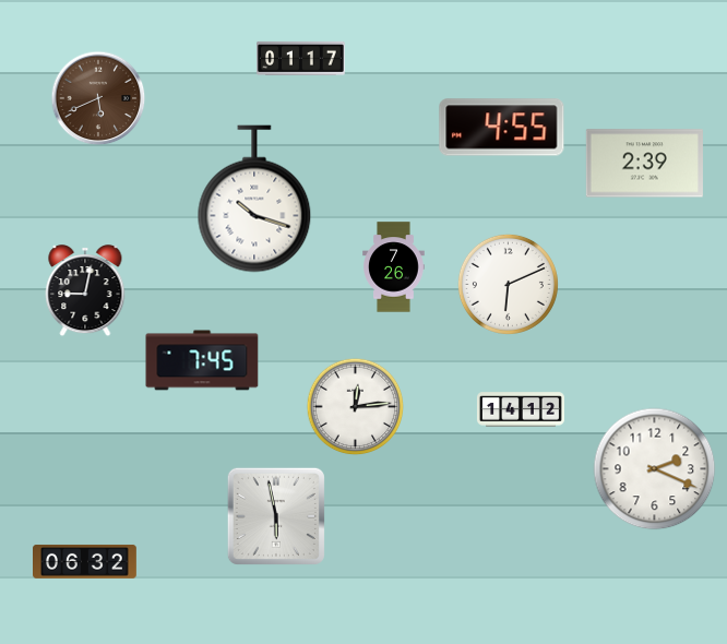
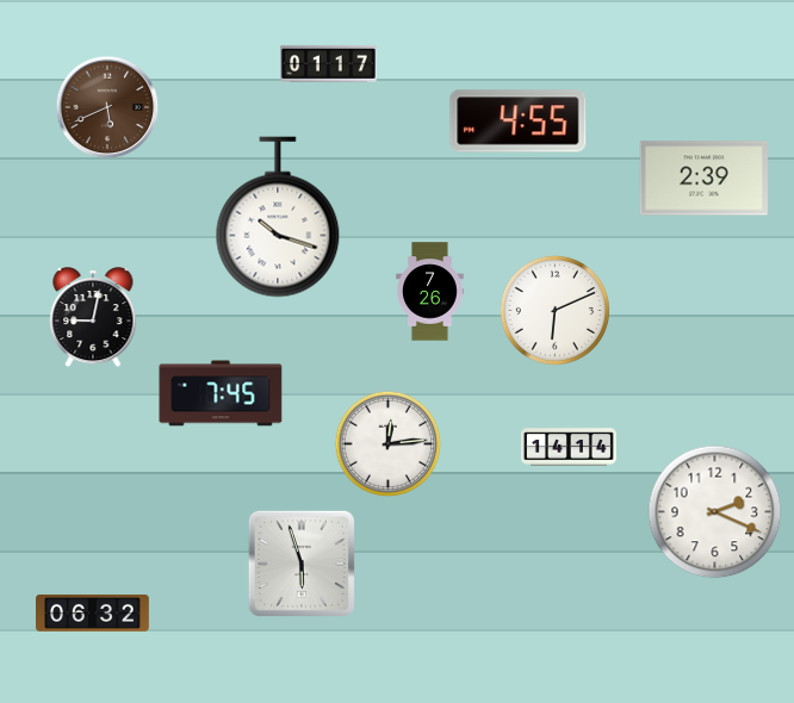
clock at (502, 128) position: (502, 128) -> (519, 122)
clock at (521, 409): 14:12 -> 14:14
clock at (276, 516): 5:58 -> 5:57
